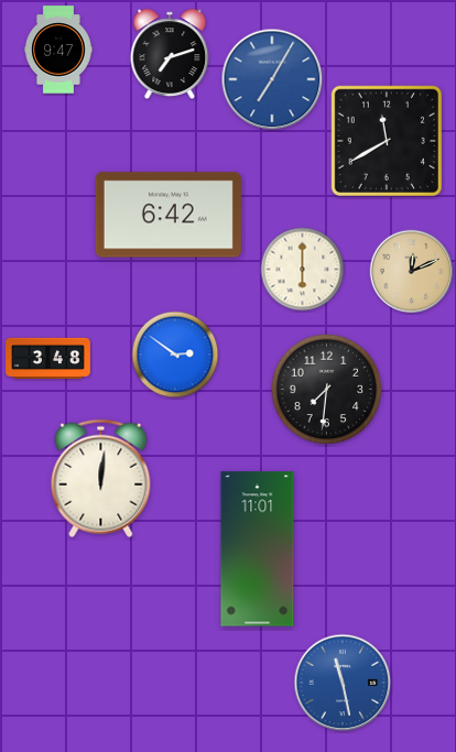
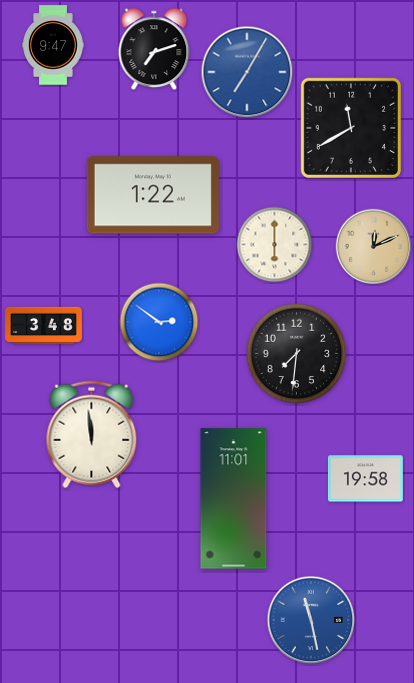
clock at (169, 215): 6:42 -> 1:22
clock at (101, 479): 12:01 -> 11:59
clock at (365, 479): none -> 19:58
